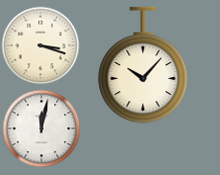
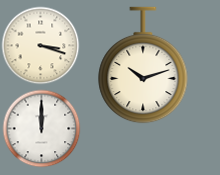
clock at (143, 65): 10:07 -> 10:12
clock at (41, 128): 12:02 -> 12:00
